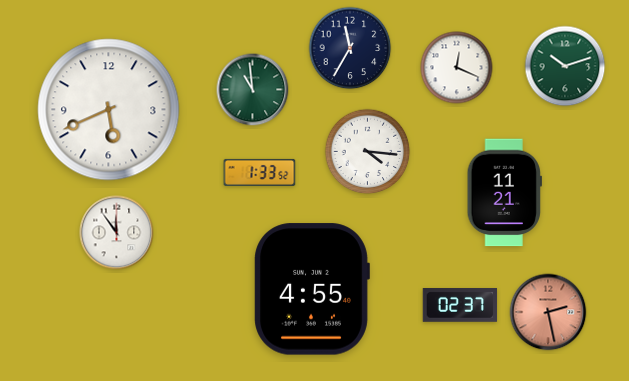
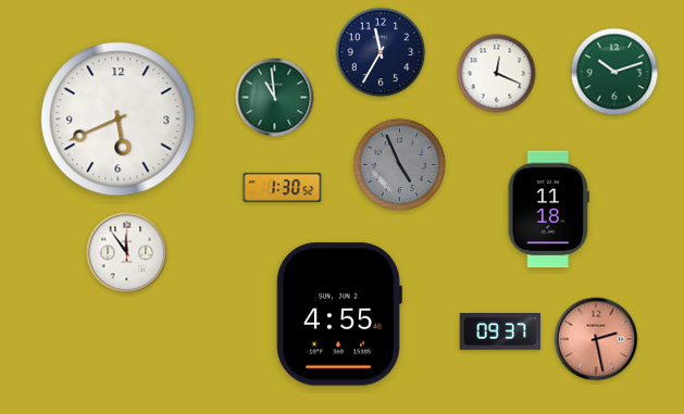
clock at (368, 152): 4:16 -> 4:56
clock at (368, 152) dial: white -> grey
clock at (260, 172): 1:33 -> 1:30
clock at (504, 193): 11:21 -> 11:18
clock at (460, 306): 02:37 -> 09:37
